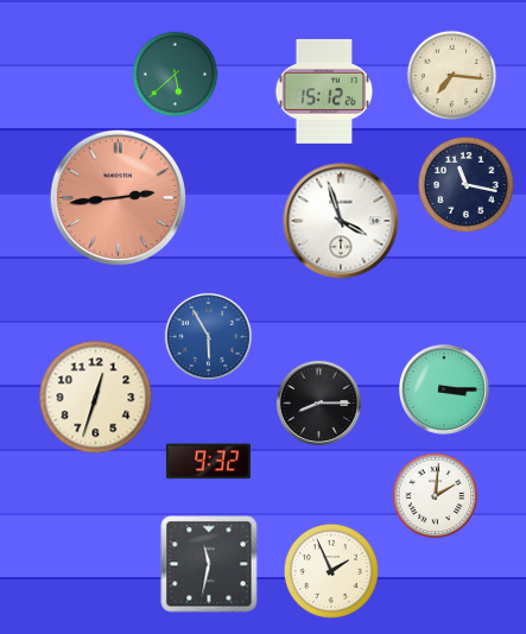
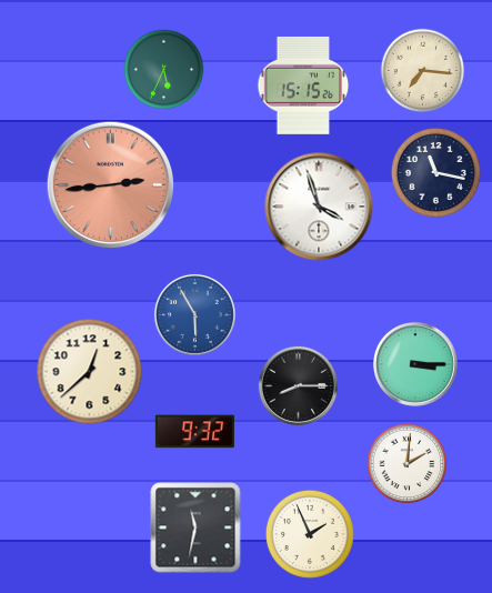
clock at (176, 75): 5:38 -> 5:34
clock at (324, 91): 15:12 -> 15:15
clock at (96, 398): 12:33 -> 12:38
clock at (318, 402) position: (318, 402) -> (298, 385)
